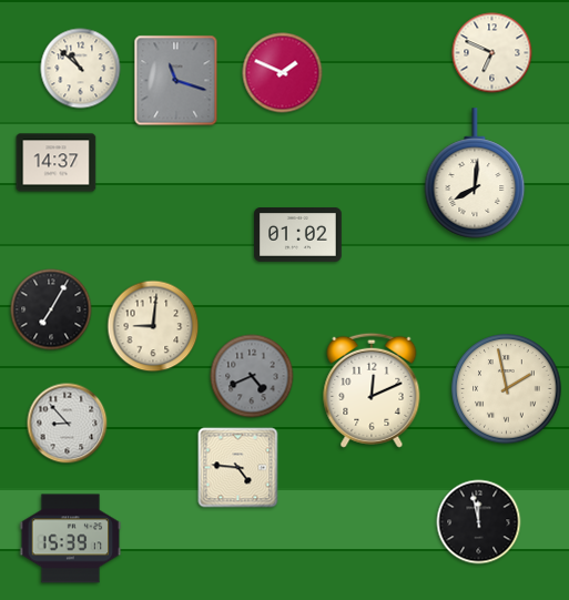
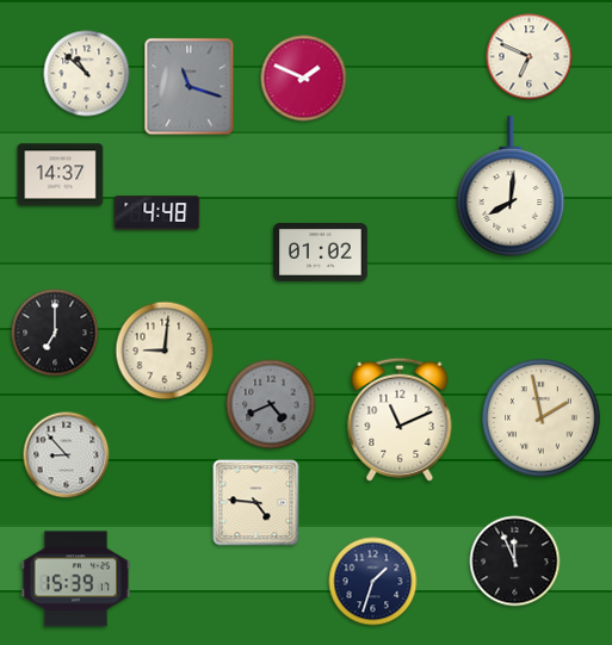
clock at (157, 213): none -> 4:48
clock at (51, 309): 7:05 -> 7:00
clock at (507, 389) position: (507, 389) -> (542, 418)
clock at (372, 390): 12:11 -> 11:11
clock at (68, 424) position: (68, 424) -> (67, 455)
clock at (479, 522): 11:58 -> 11:56
clock at (373, 582): none -> 1:33
